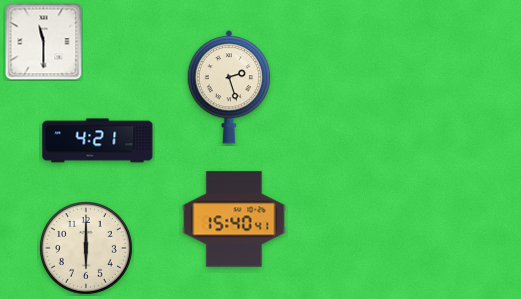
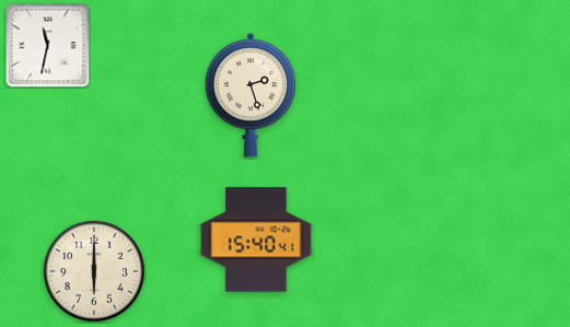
clock at (44, 42): 11:30 -> 11:32
clock at (98, 141): 4:21 -> none
